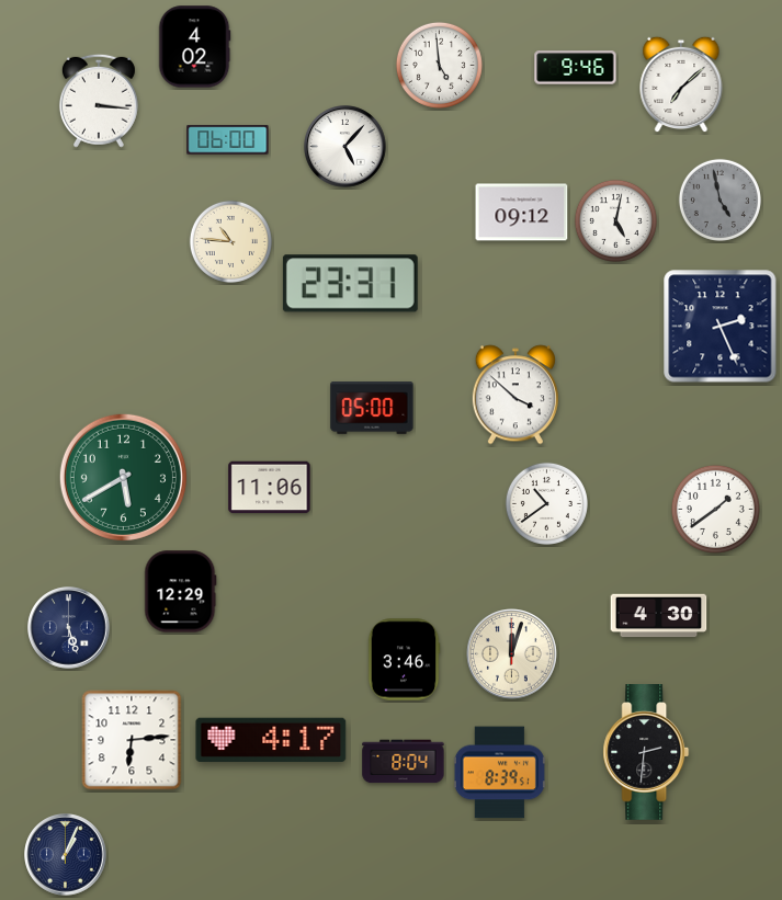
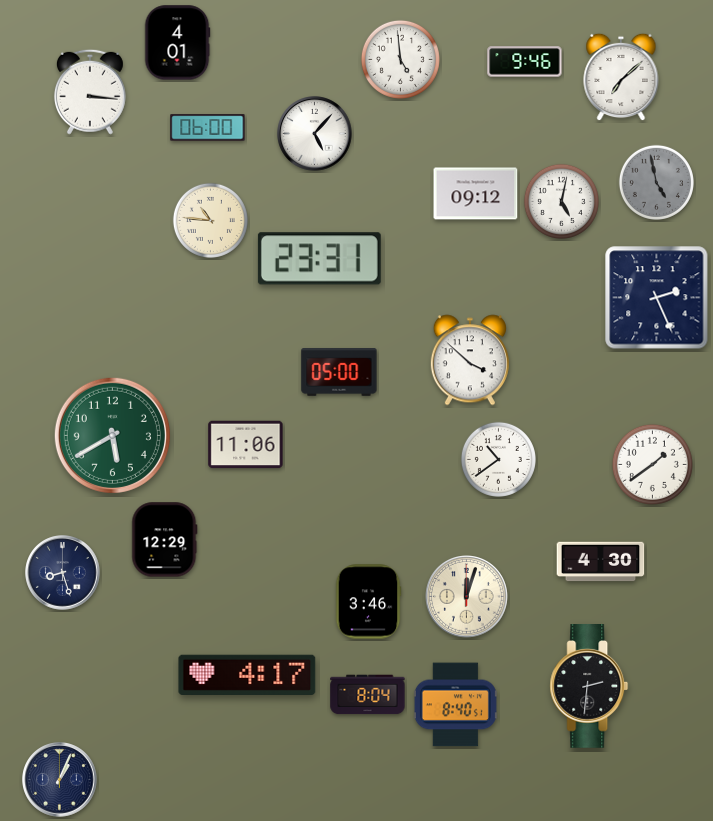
clock at (194, 47): 4:02 -> 4:01
clock at (69, 628): 5:27 -> 8:27
clock at (132, 740): 6:14 -> none
clock at (499, 773): 8:39 -> 8:40
